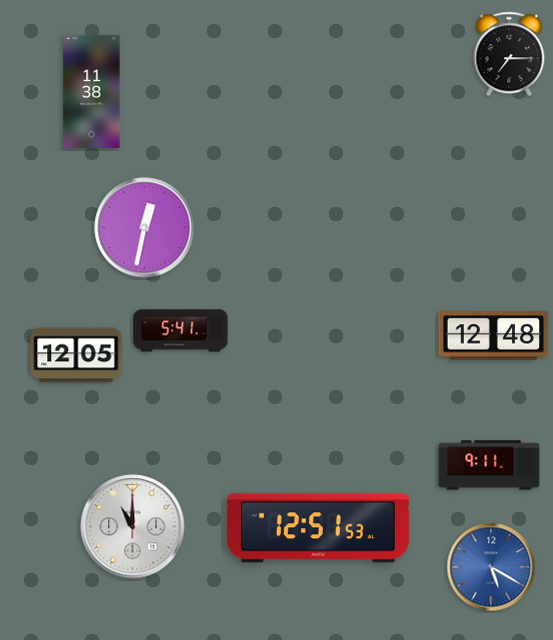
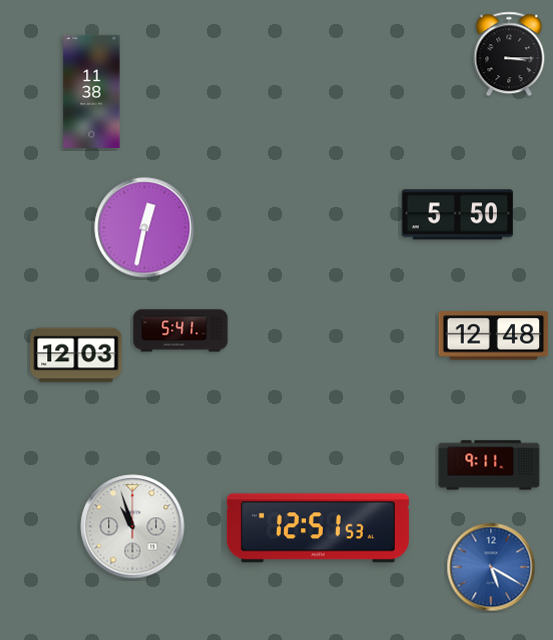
clock at (509, 54): 7:15 -> 3:15
clock at (457, 215): none -> 5:50
clock at (76, 355): 12:05 -> 12:03
clock at (133, 527): 11:00 -> 10:57
